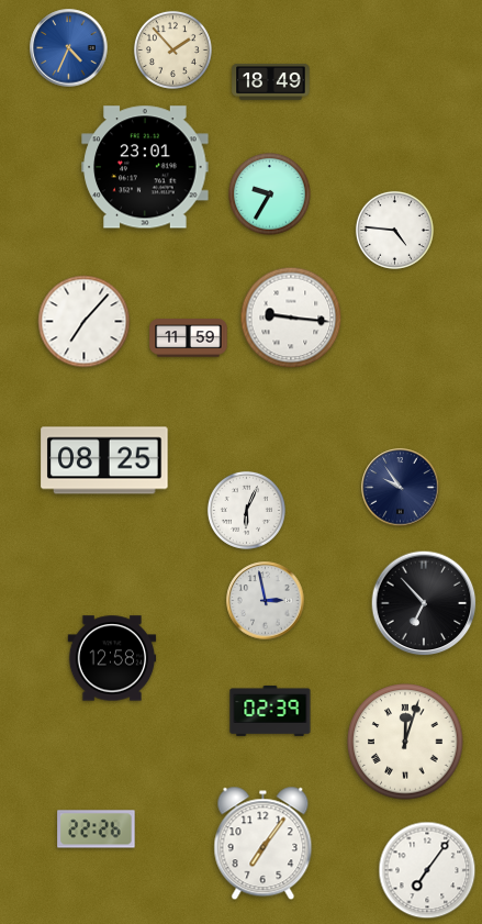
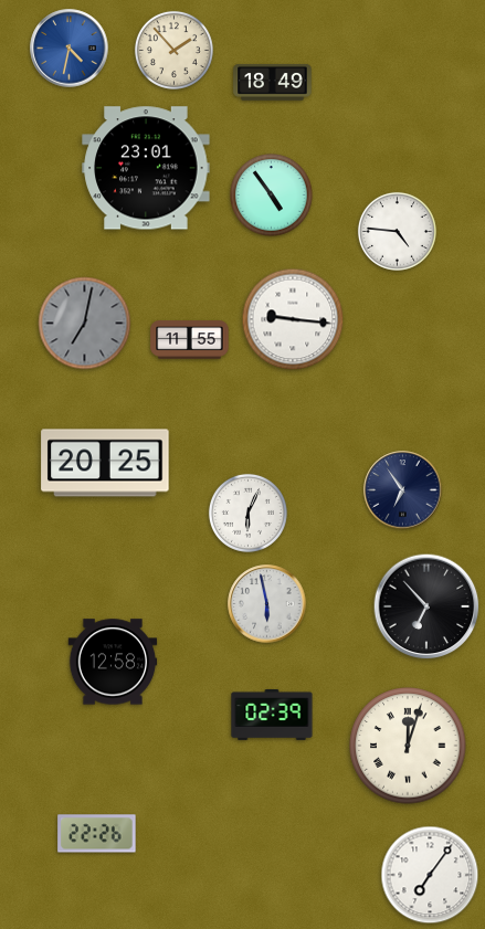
clock at (69, 48): 4:34 -> 4:32
clock at (270, 194): 9:35 -> 4:54
clock at (85, 322): 7:07 -> 7:02
clock at (85, 322) dial: white -> grey
clock at (189, 338): 11:59 -> 11:55
clock at (104, 460): 08:25 -> 20:25
clock at (401, 488): 9:54 -> 6:54
clock at (266, 601): 2:58 -> 5:58
clock at (264, 844): 7:06 -> none
